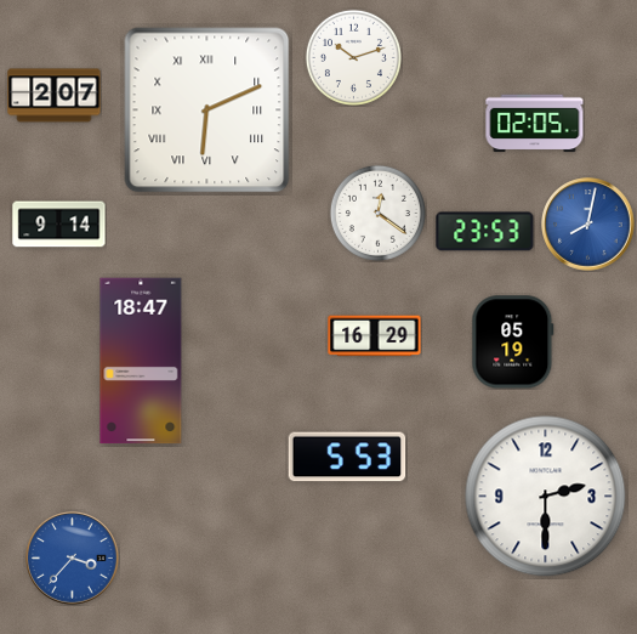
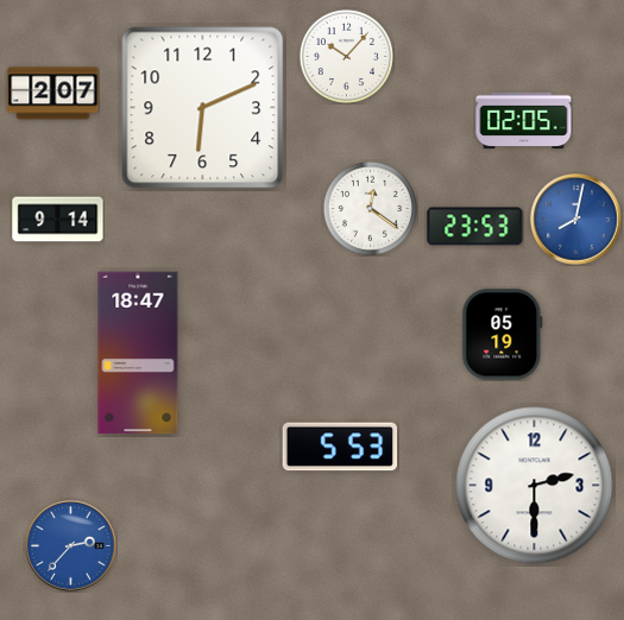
clock at (353, 57): 10:12 -> 10:07
clock at (207, 111) numerals: Roman -> Arabic
clock at (375, 336): 16:29 -> none
clock at (73, 559): 3:37 -> 2:37
